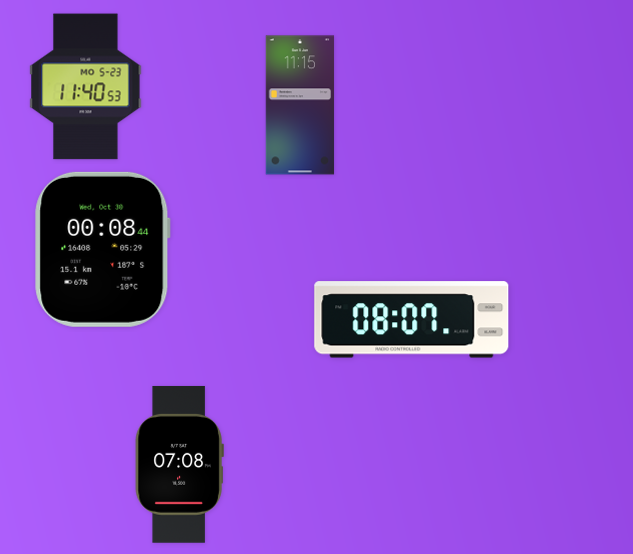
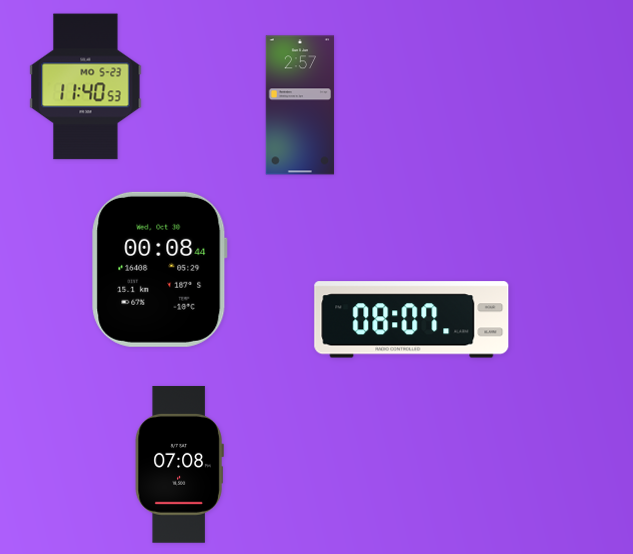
clock at (300, 105): 11:15 -> 2:57
clock at (103, 249) position: (103, 249) -> (160, 269)
